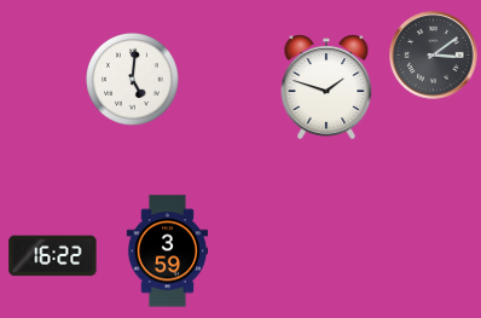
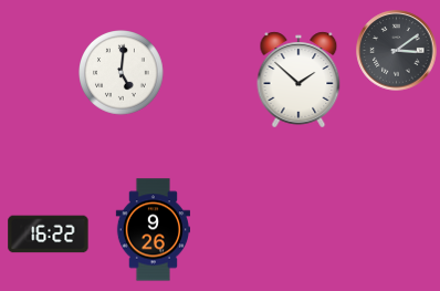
clock at (326, 87): 1:48 -> 1:52
clock at (167, 251): 3:59 -> 9:26
